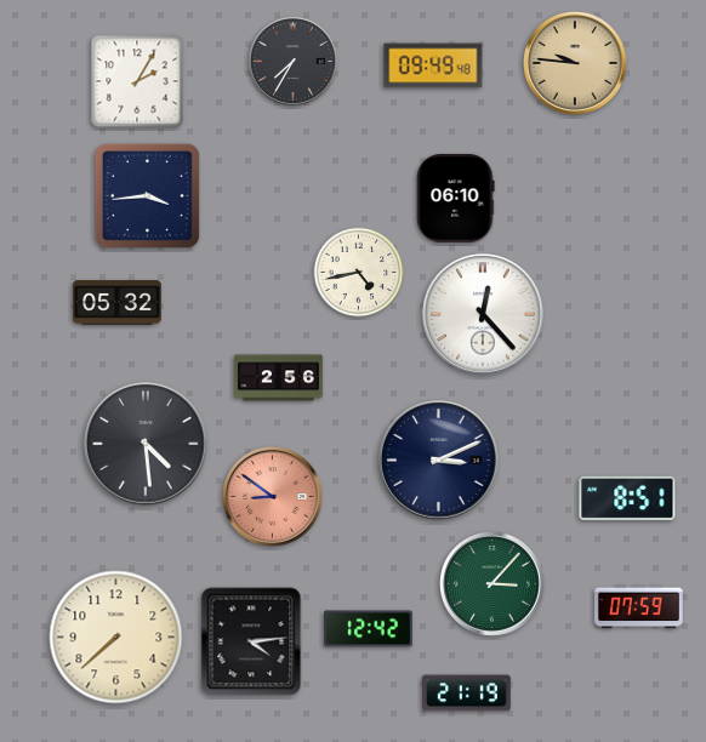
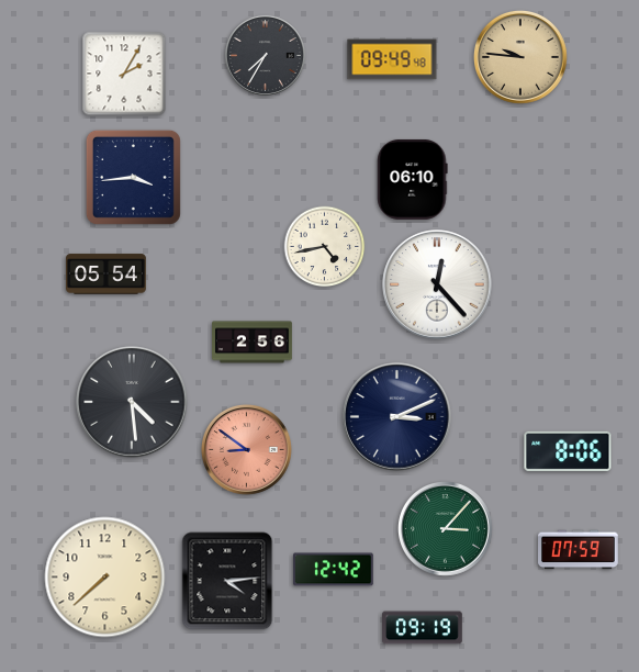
clock at (118, 303): 05:32 -> 05:54
clock at (627, 498): 8:51 -> 8:06
clock at (467, 694): 21:19 -> 09:19
